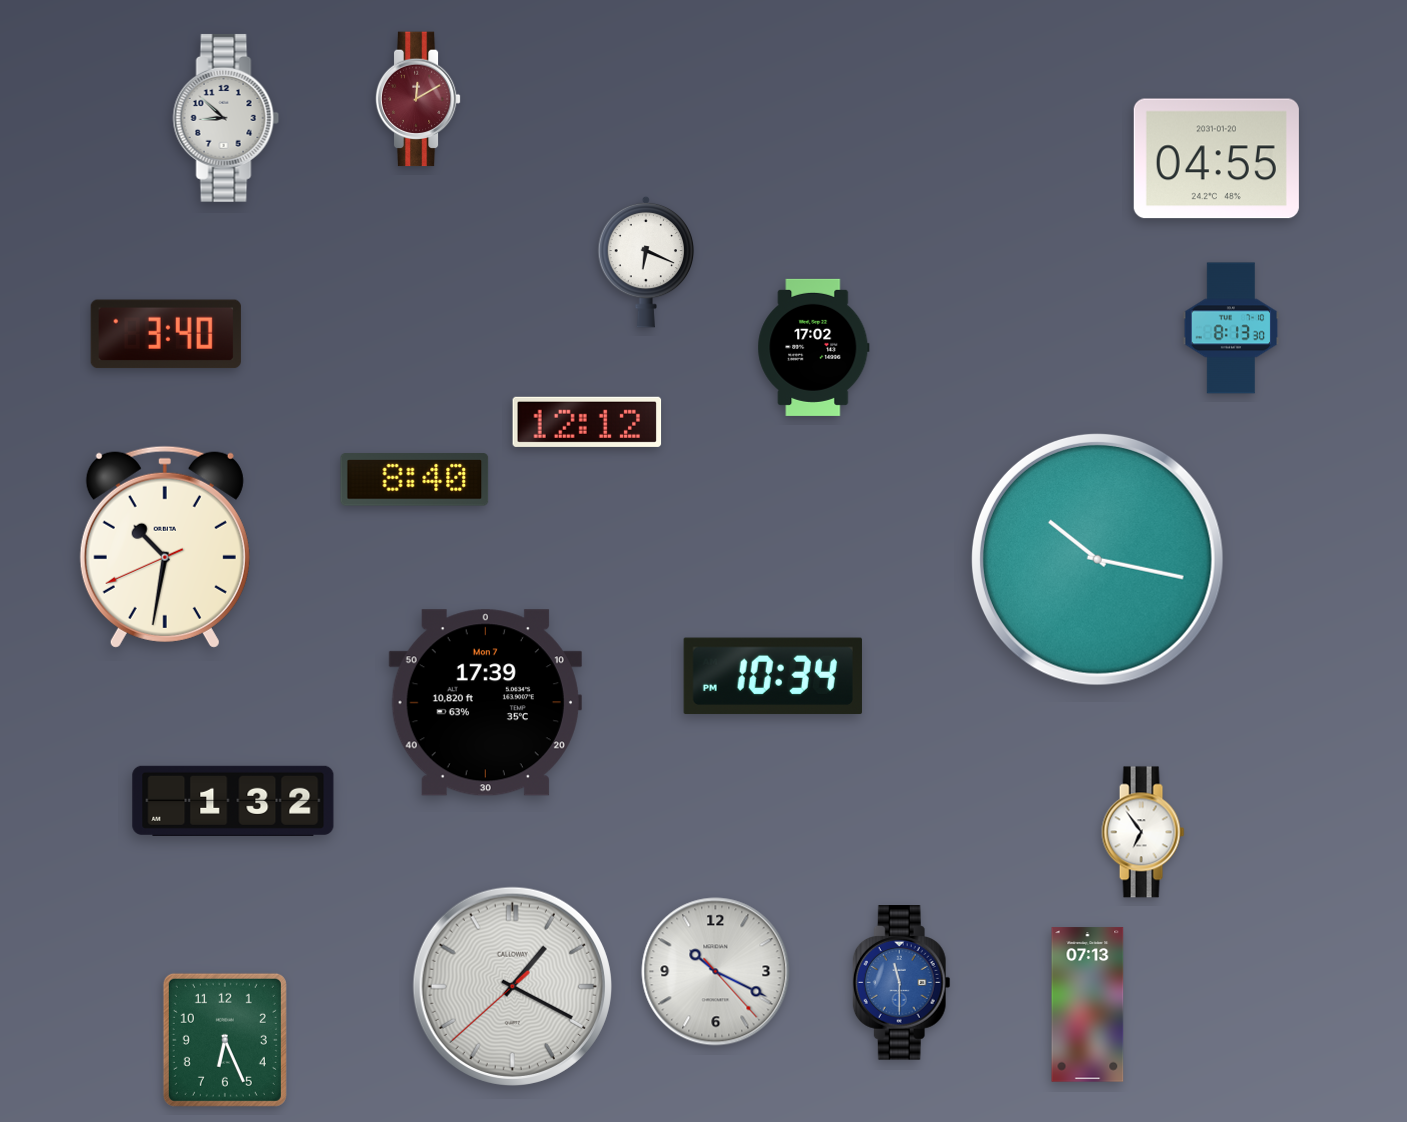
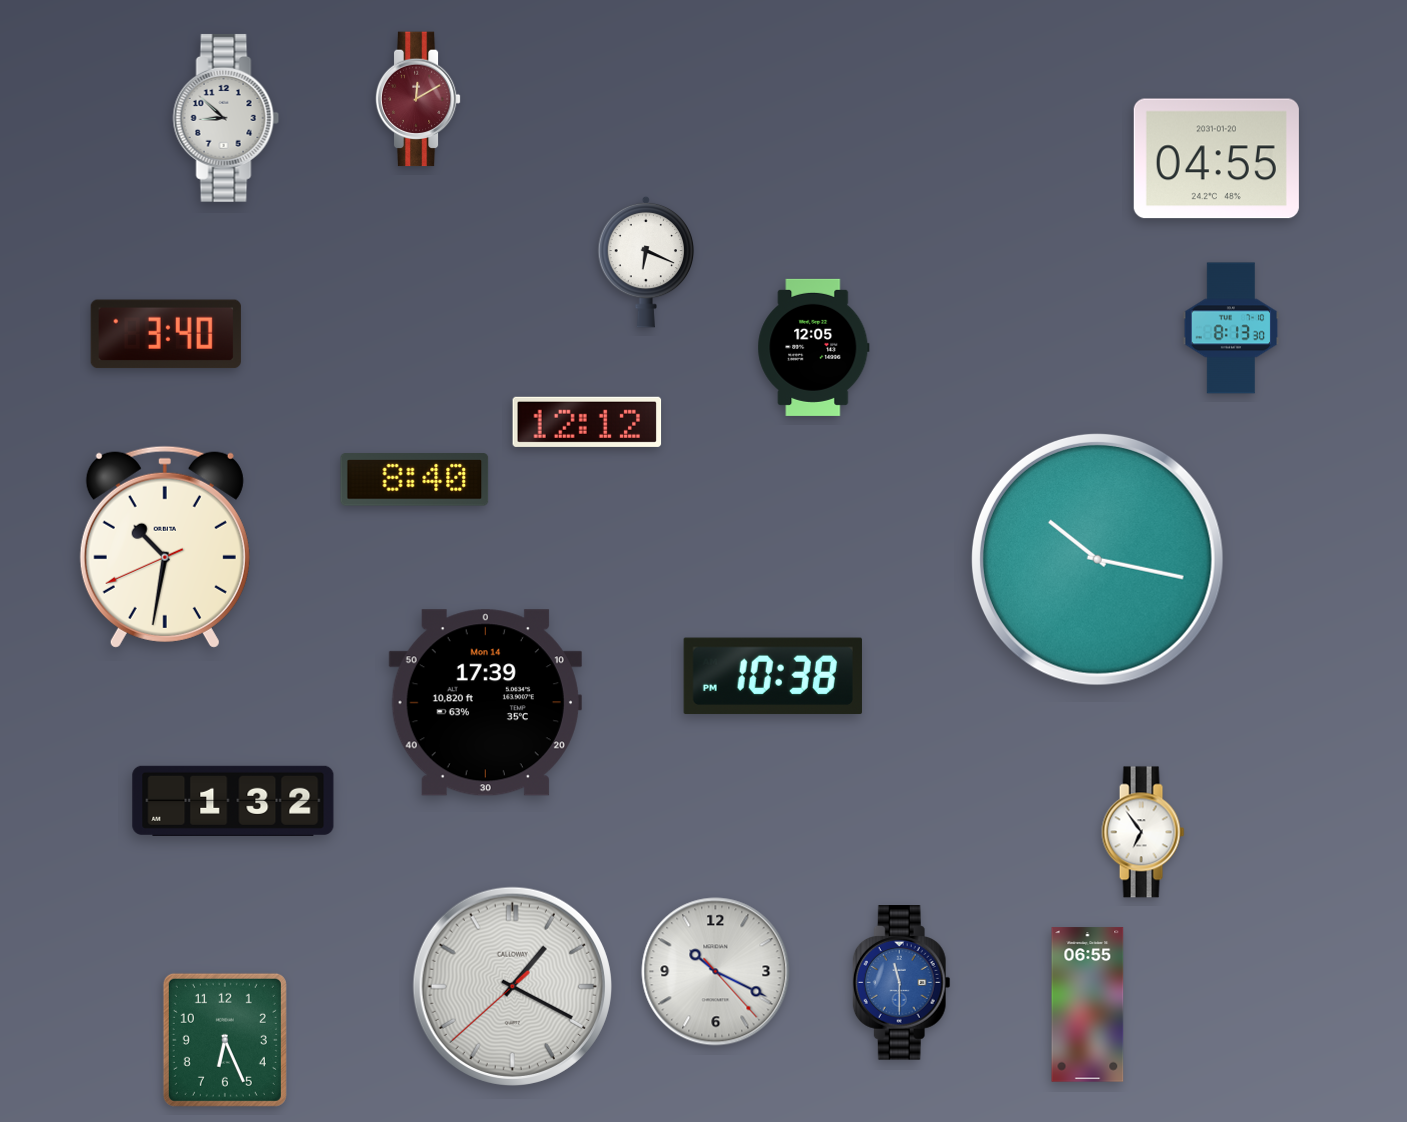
clock at (814, 347): 17:02 -> 12:05
clock at (773, 676): 10:34 -> 10:38
clock at (485, 703) date: Mon 7 -> Mon 14
clock at (1088, 1005): 07:13 -> 06:55
